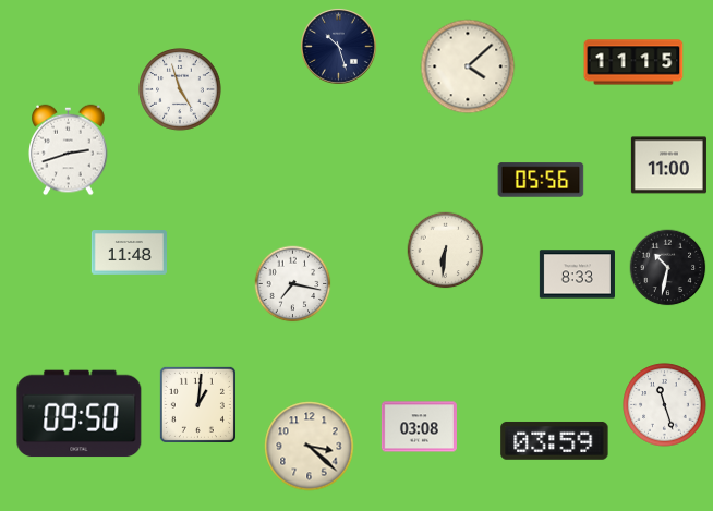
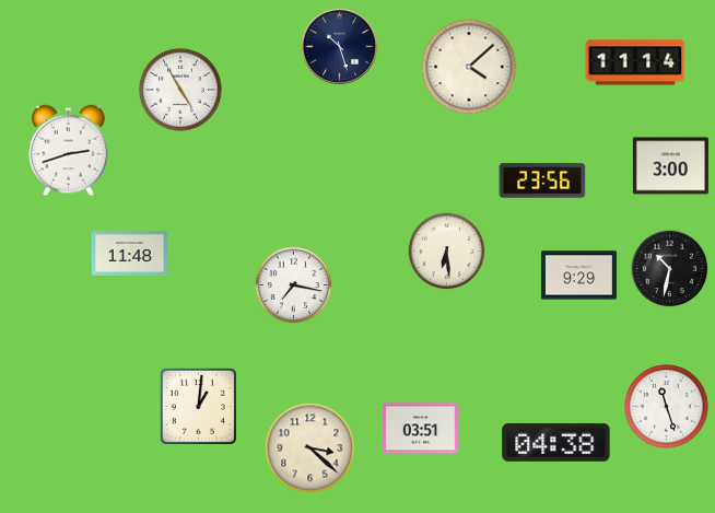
clock at (633, 62): 11:15 -> 11:14
clock at (180, 89): 4:57 -> 4:55
clock at (668, 166): 11:00 -> 3:00
clock at (541, 180): 05:56 -> 23:56
clock at (446, 251): 6:31 -> 6:29
clock at (577, 275): 8:33 -> 9:29
clock at (80, 414): 09:50 -> none
clock at (419, 427): 03:08 -> 03:51
clock at (555, 441): 03:59 -> 04:38
